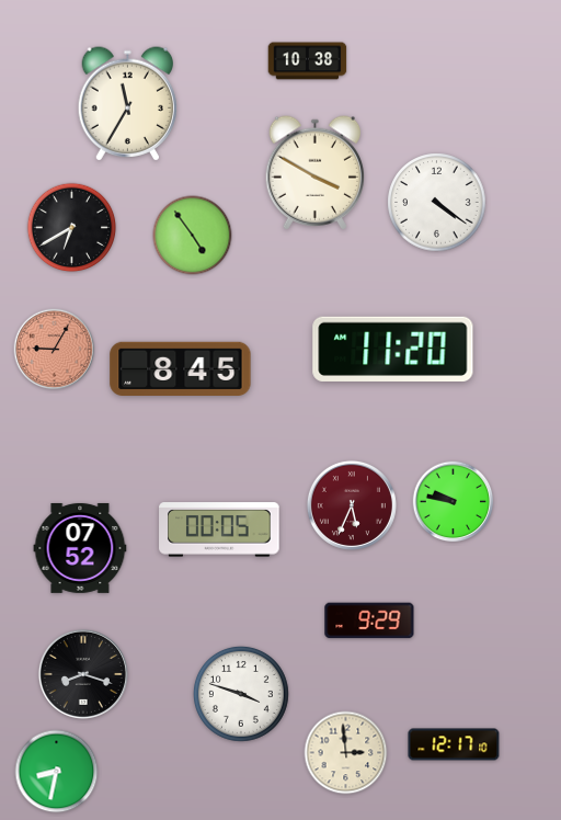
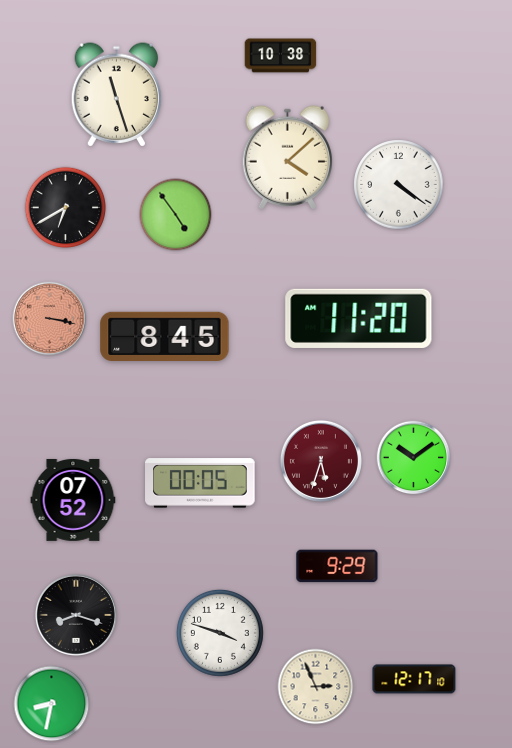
clock at (128, 104): 11:35 -> 11:27
clock at (316, 173): 3:50 -> 4:08
clock at (55, 350): 9:05 -> 3:17
clock at (454, 502): 9:47 -> 10:09
clock at (352, 505): 5:34 -> 5:33
clock at (346, 753): 2:59 -> 2:56
